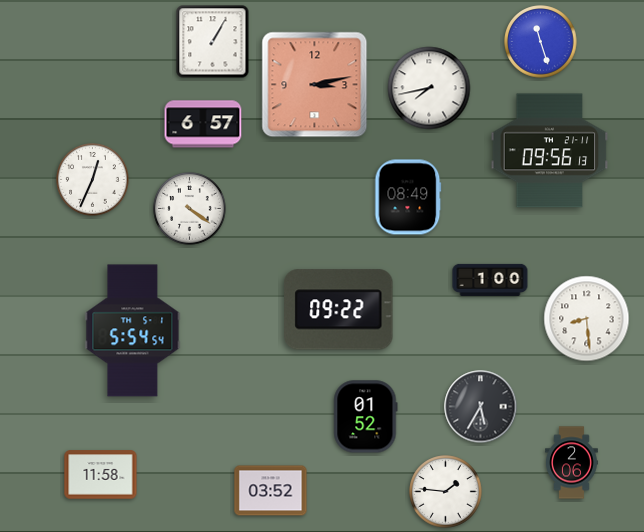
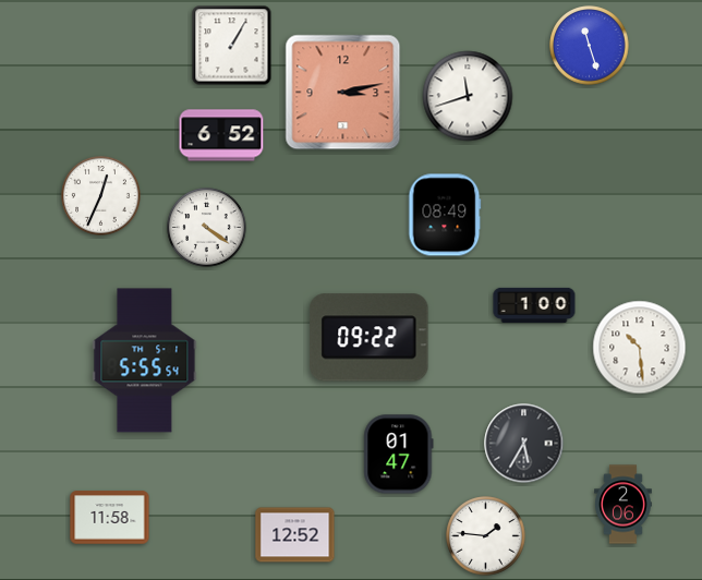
clock at (429, 88): 7:43 -> 11:42
clock at (203, 124): 6:57 -> 6:52
clock at (550, 151): 09:56 -> none
clock at (587, 319): 8:29 -> 10:29
clock at (133, 331): 5:54 -> 5:55
clock at (366, 417): 01:52 -> 01:47
clock at (271, 491): 03:52 -> 12:52
